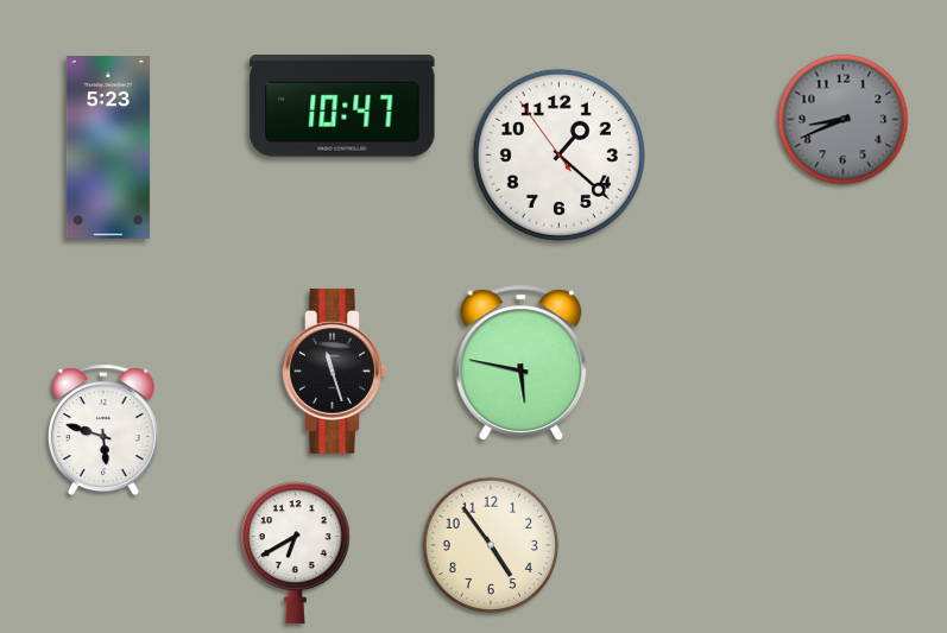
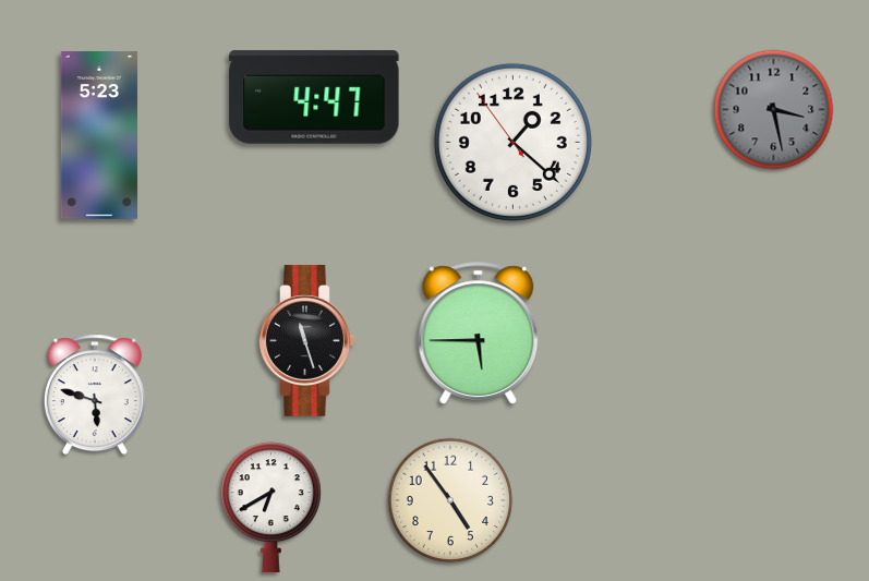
clock at (342, 106): 10:47 -> 4:47
clock at (844, 120): 8:41 -> 3:28
clock at (522, 363): 5:47 -> 5:45
